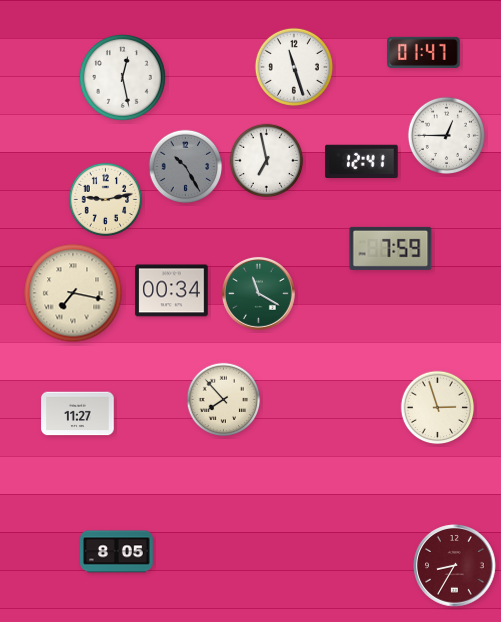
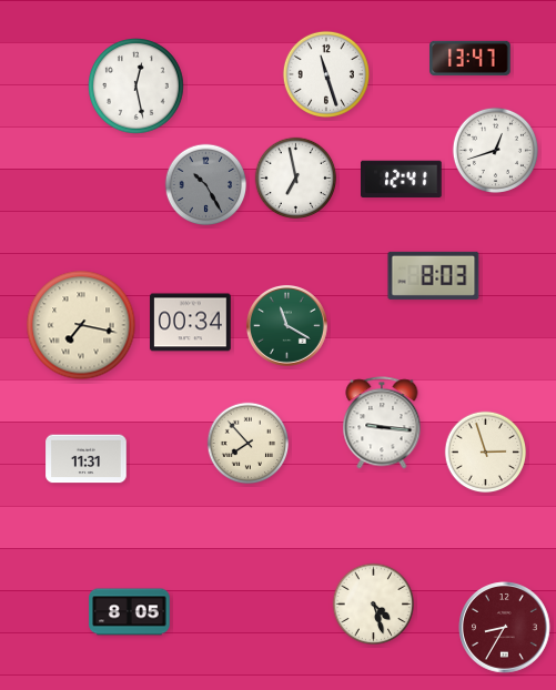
clock at (424, 52): 01:47 -> 13:47
clock at (446, 135): 12:45 -> 12:42
clock at (106, 200): 9:13 -> none
clock at (391, 248): 7:59 -> 8:03
clock at (382, 423): none -> 9:16
clock at (78, 414): 11:27 -> 11:31
clock at (374, 605): none -> 4:27
